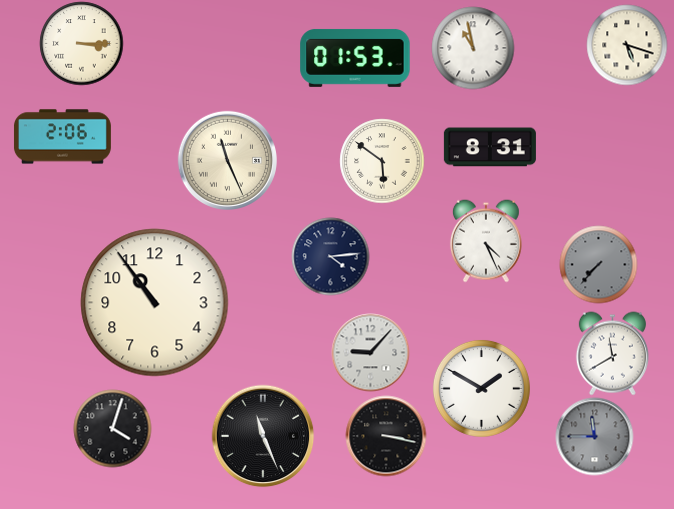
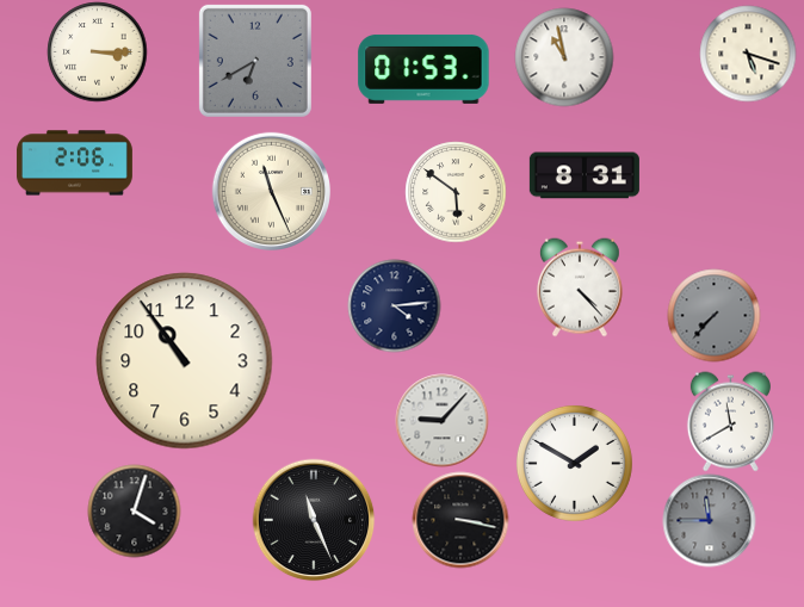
clock at (255, 61): none -> 6:40
clock at (486, 241): 4:26 -> 4:23
